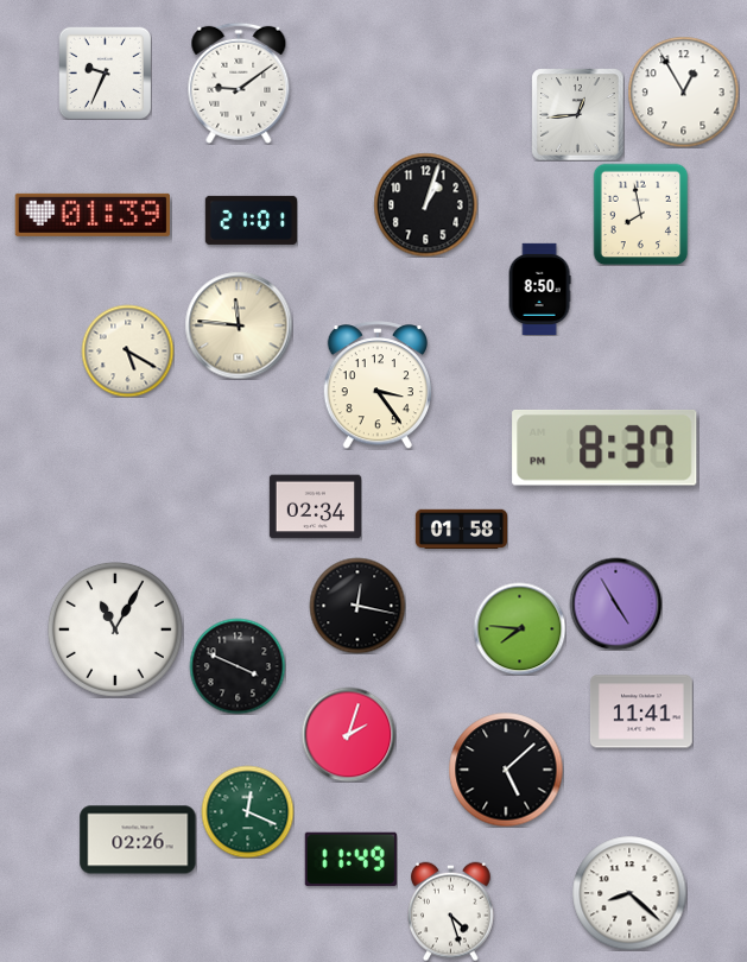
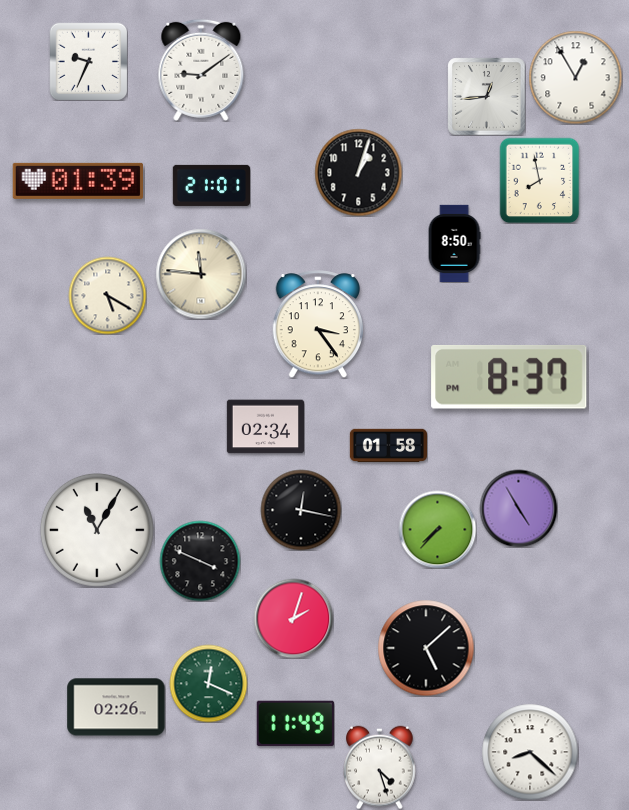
clock at (519, 628): 7:46 -> 7:37
clock at (641, 711): 11:41 -> none
